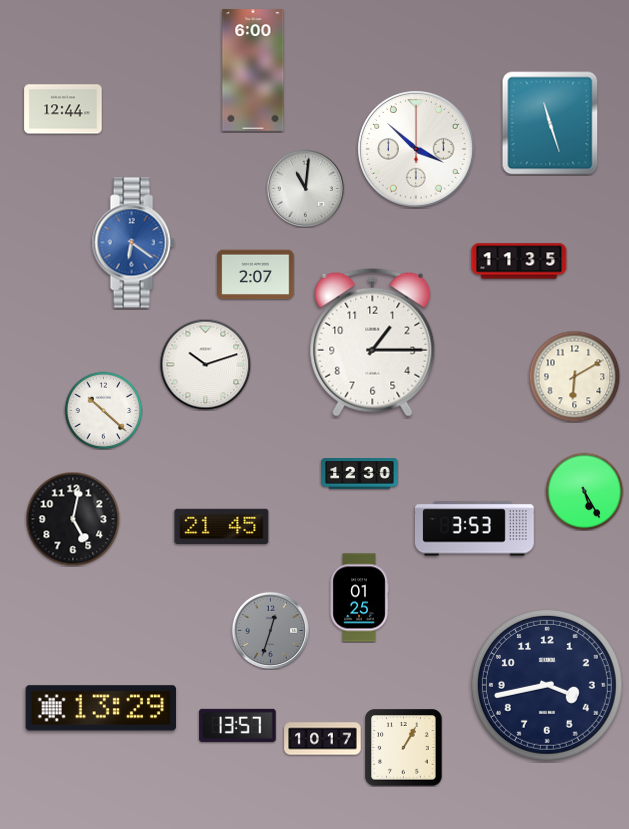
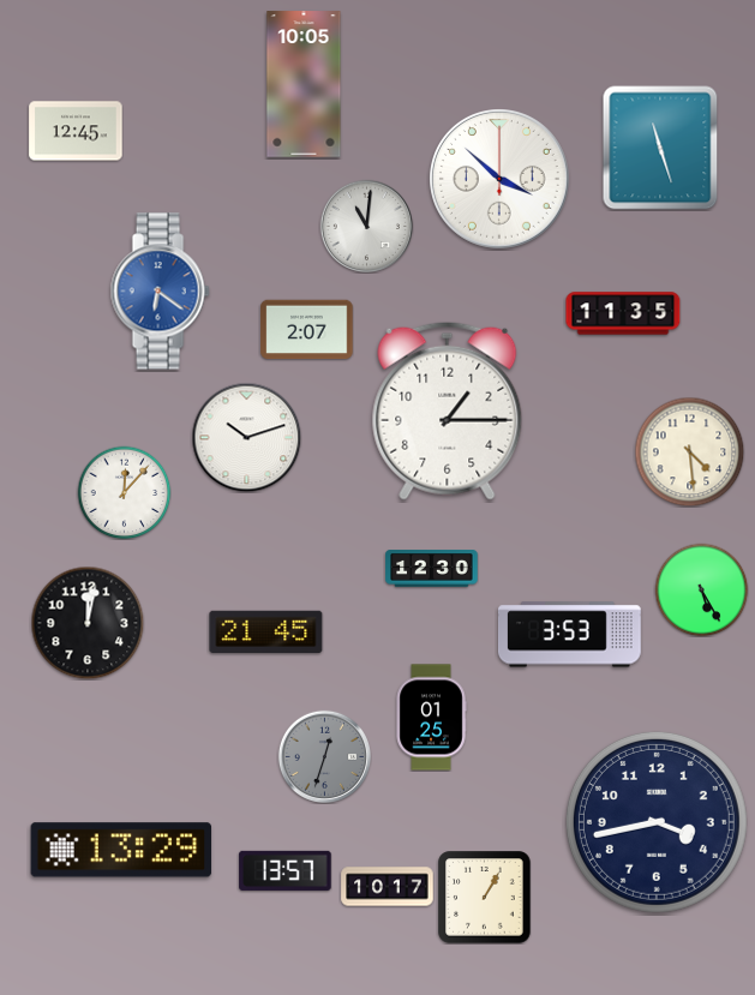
clock at (253, 70): 6:00 -> 10:05
clock at (63, 109): 12:44 -> 12:45
clock at (574, 376): 6:10 -> 4:29
clock at (103, 410): 10:22 -> 12:07
clock at (73, 519): 5:02 -> 12:02
